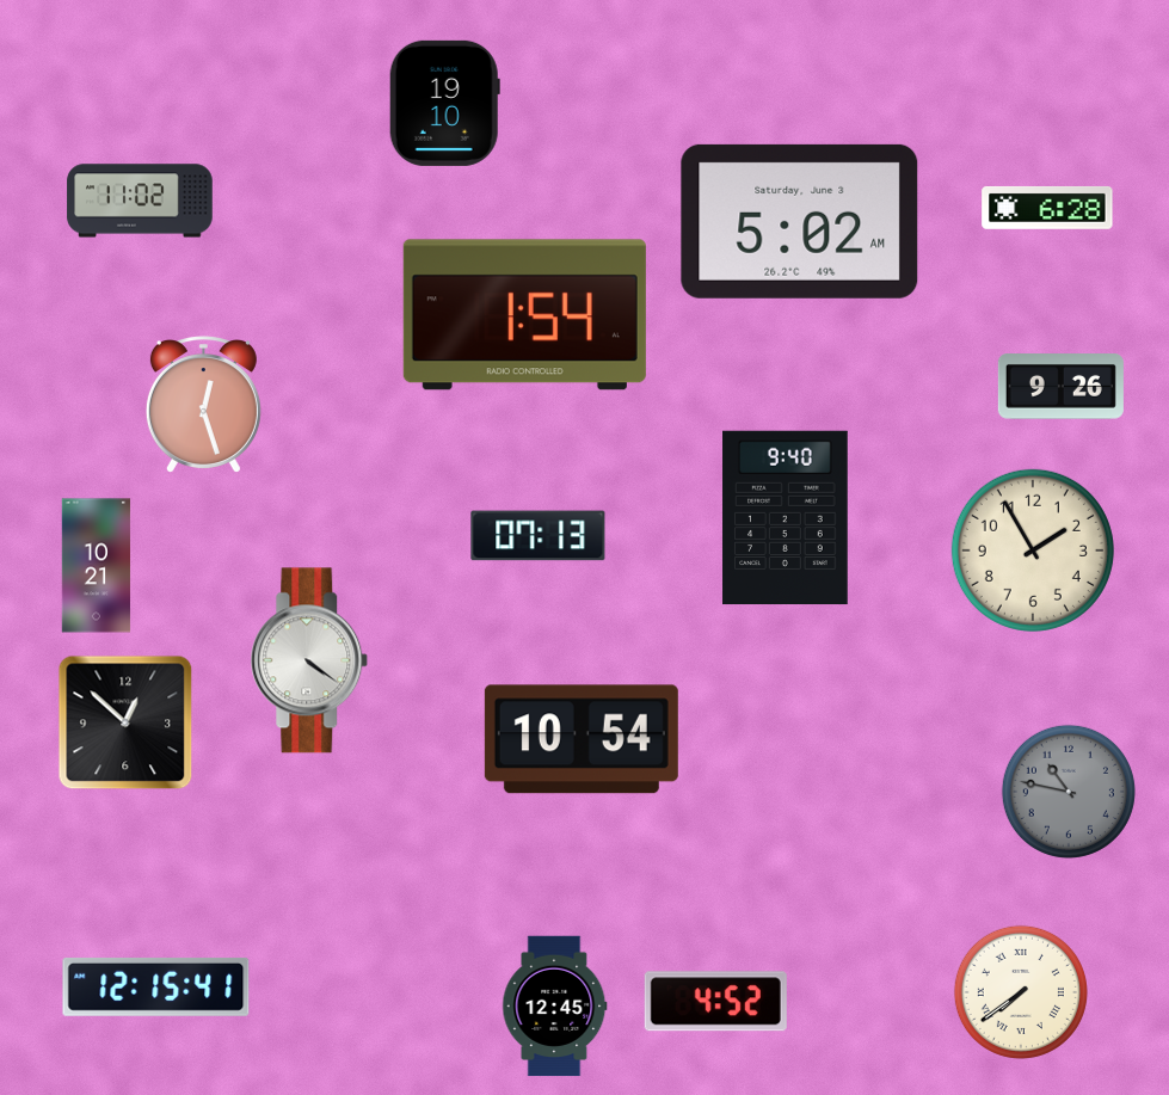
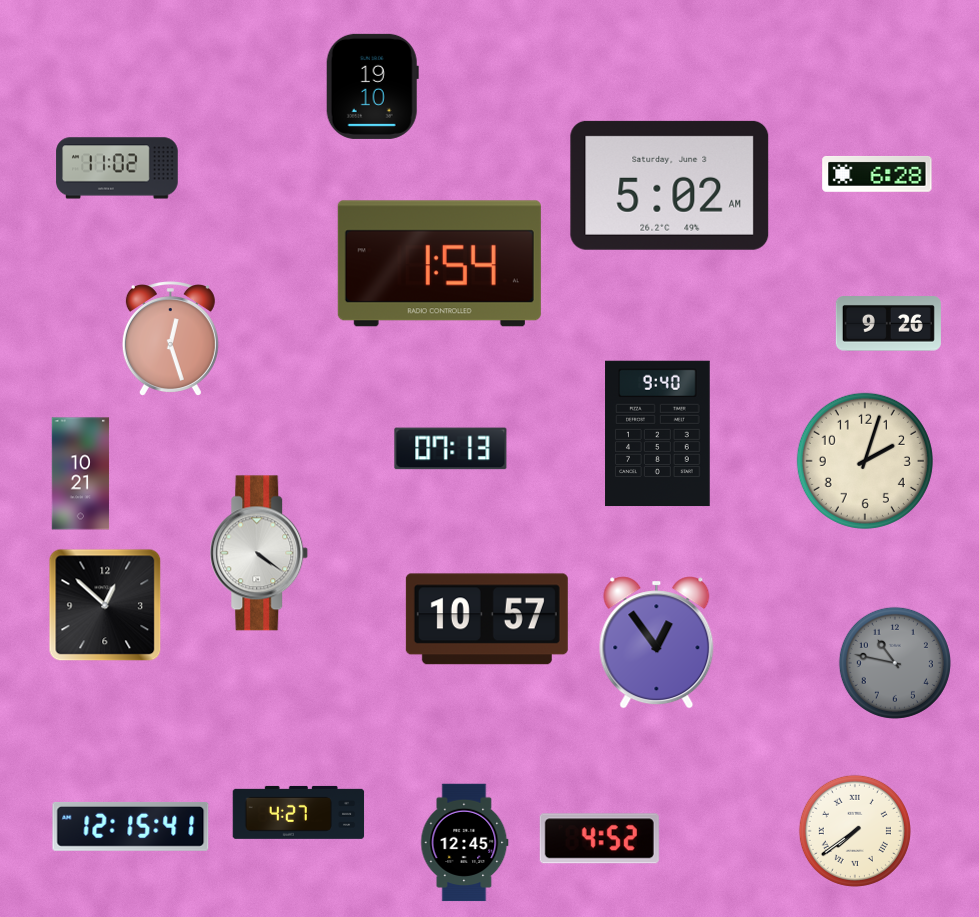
clock at (1033, 550): 1:55 -> 2:03
clock at (582, 739): 10:54 -> 10:57
clock at (657, 643): none -> 12:54
clock at (299, 812): none -> 4:27
